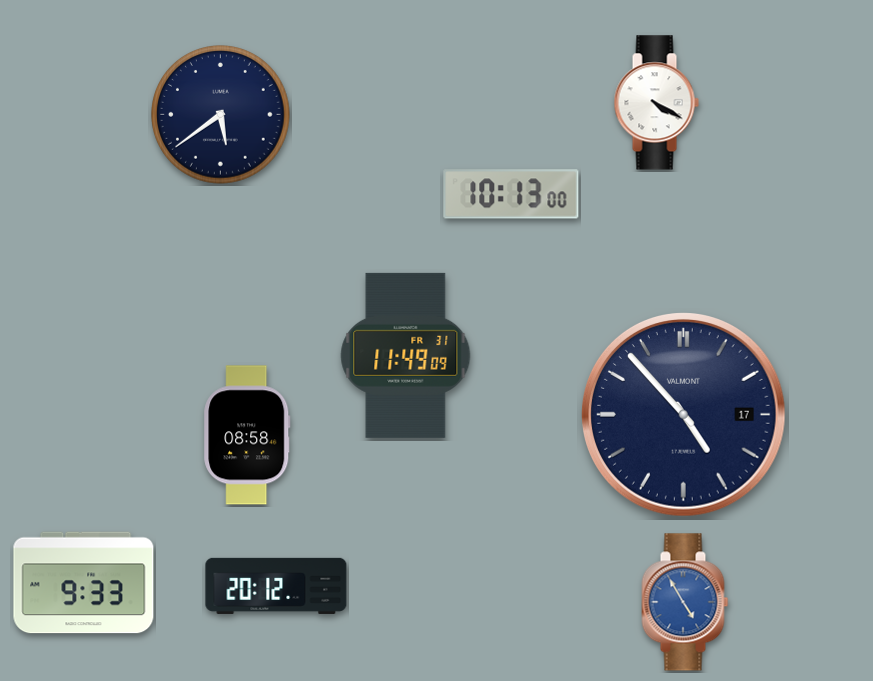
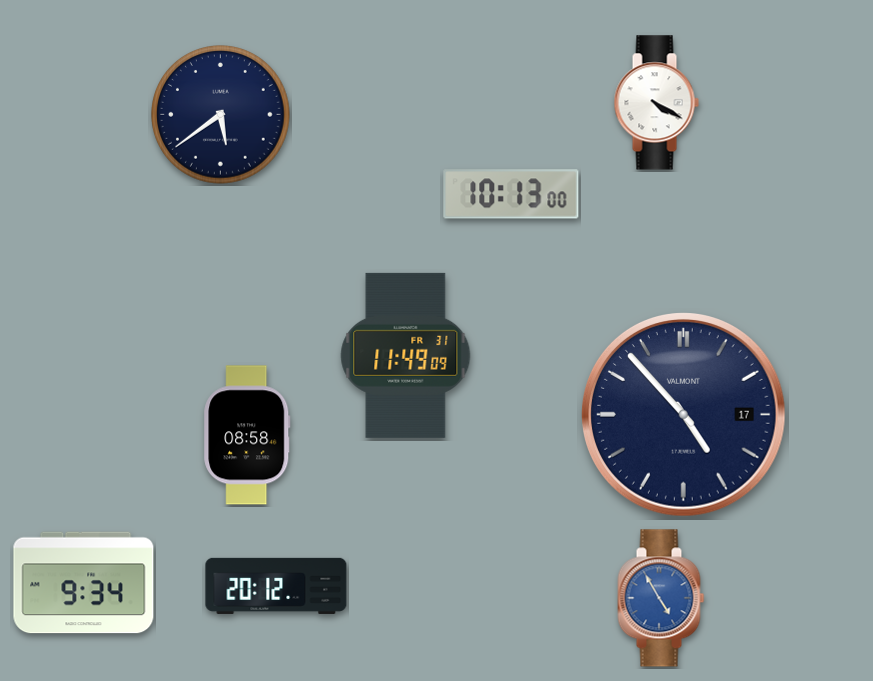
clock at (84, 583): 9:33 -> 9:34
clock at (685, 602) position: (685, 602) -> (661, 598)
